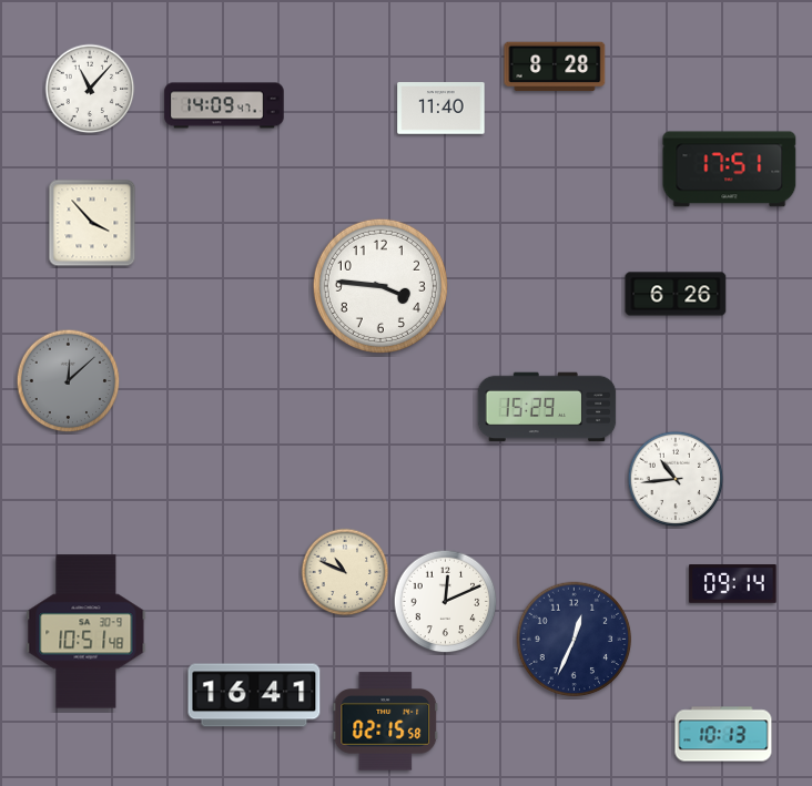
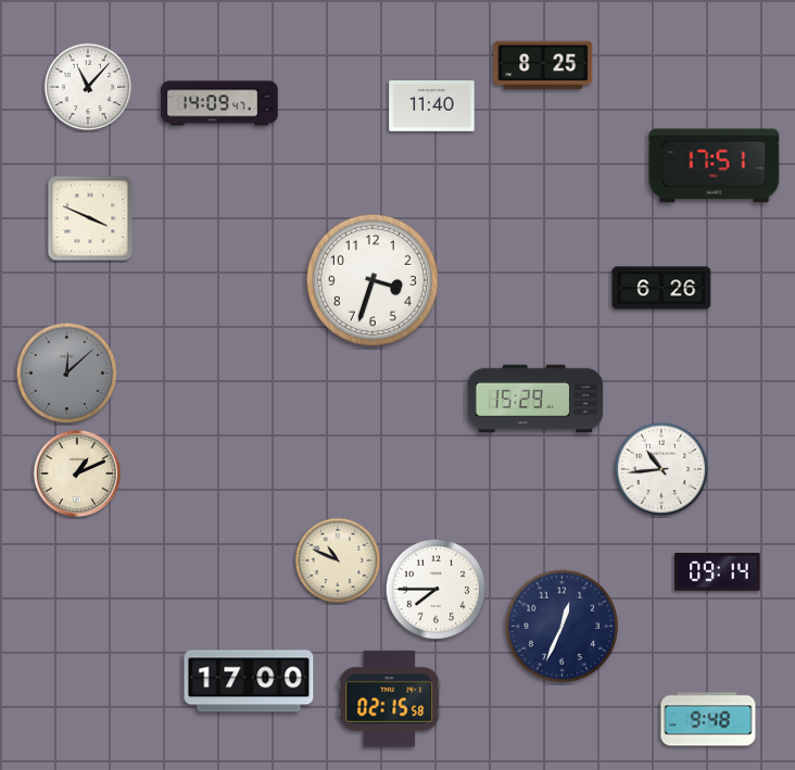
clock at (555, 67): 8:28 -> 8:25
clock at (92, 223): 3:53 -> 3:49
clock at (380, 286): 3:46 -> 3:33
clock at (77, 474): none -> 1:11
clock at (446, 602): 12:11 -> 7:45
clock at (87, 632): 10:51 -> none
clock at (254, 695): 16:41 -> 17:00
clock at (386, 722) position: (386, 722) -> (390, 699)
clock at (723, 734): 10:13 -> 9:48
